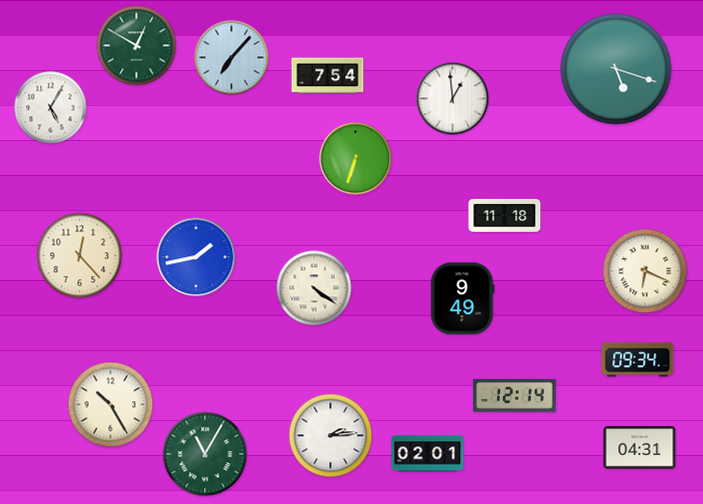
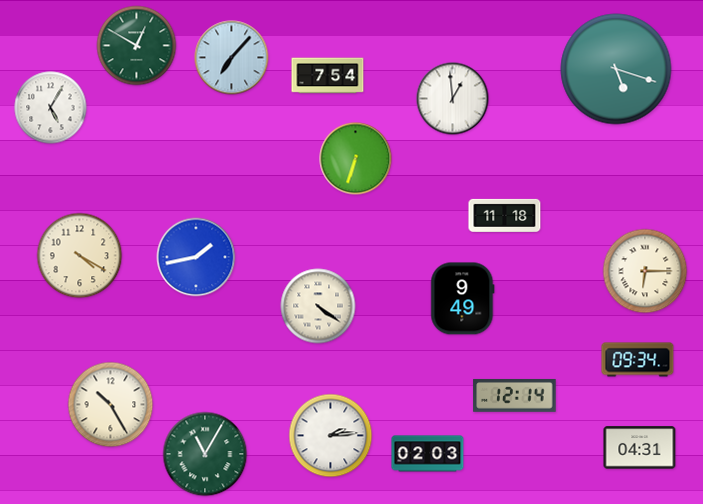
clock at (80, 256): 12:23 -> 4:20
clock at (645, 271): 6:19 -> 6:15
clock at (314, 288) position: (314, 288) -> (318, 306)
clock at (428, 454): 02:01 -> 02:03
